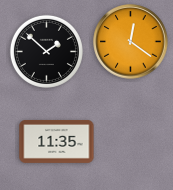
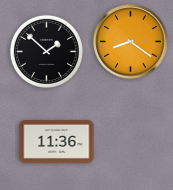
clock at (131, 42): 12:21 -> 8:21
clock at (57, 141): 11:35 -> 11:36
